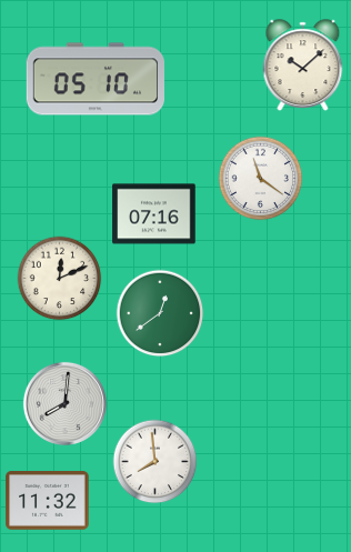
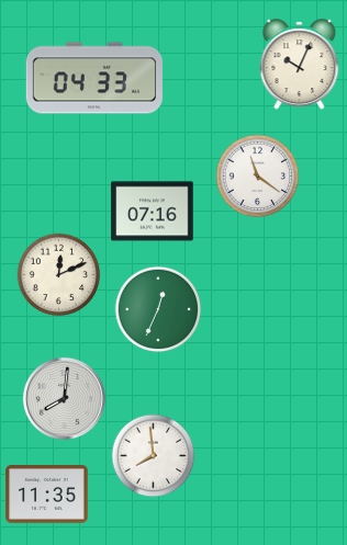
clock at (303, 66): 10:08 -> 10:04
clock at (94, 79): 05:10 -> 04:33
clock at (160, 313): 12:39 -> 12:34
clock at (48, 501): 11:32 -> 11:35
